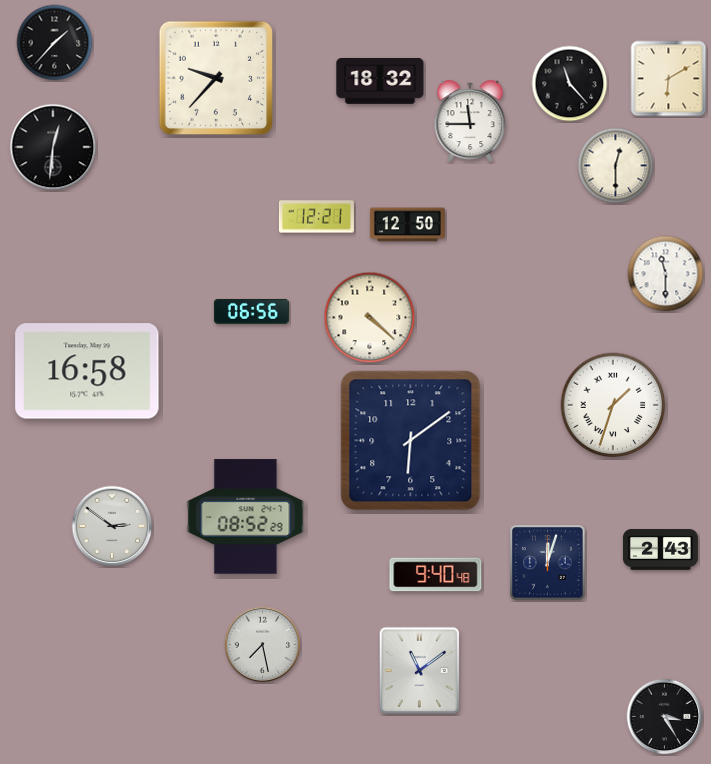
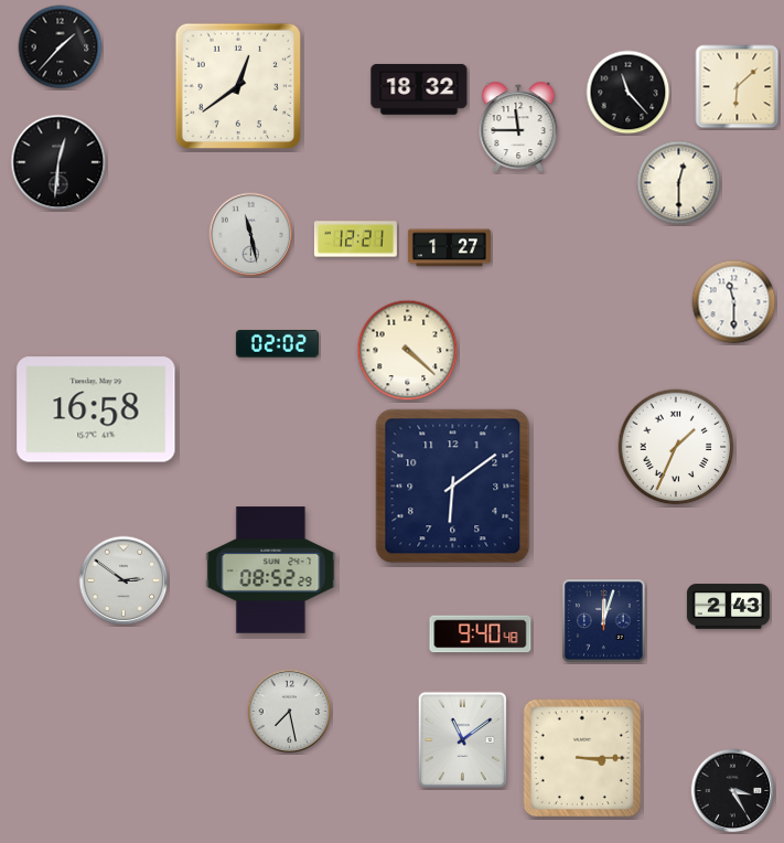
clock at (215, 77): 9:37 -> 12:39
clock at (669, 79): 6:10 -> 6:08
clock at (470, 121) position: (470, 121) -> (518, 127)
clock at (251, 235): none -> 11:28
clock at (316, 217) position: (316, 217) -> (355, 239)
clock at (407, 225): 12:50 -> 1:27
clock at (251, 311): 06:56 -> 02:02
clock at (613, 405): 1:33 -> 1:34
clock at (582, 758): none -> 3:15
